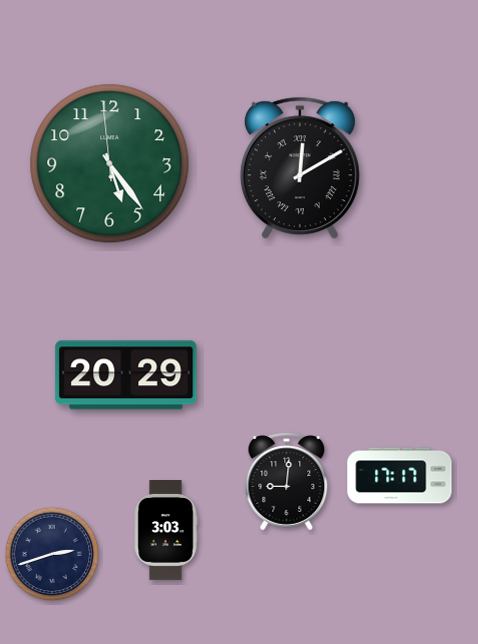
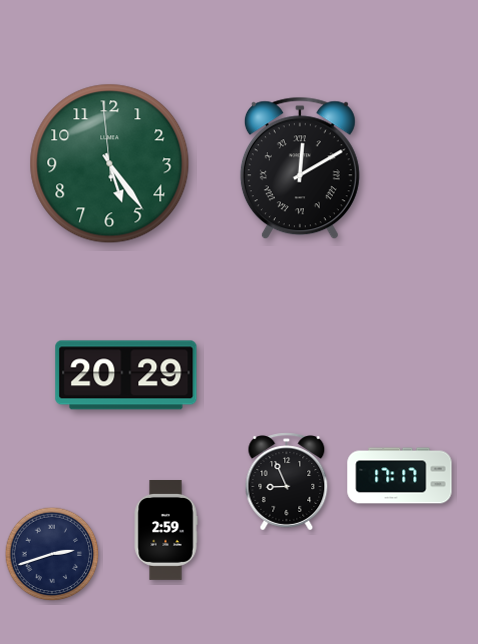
clock at (287, 482): 9:01 -> 8:56
clock at (166, 531): 3:03 -> 2:59
